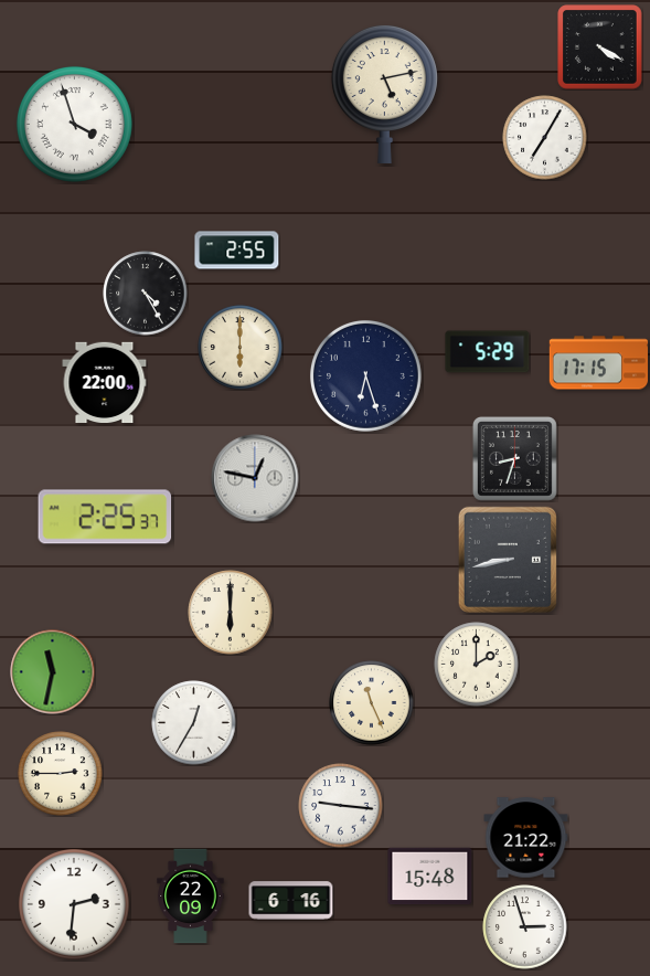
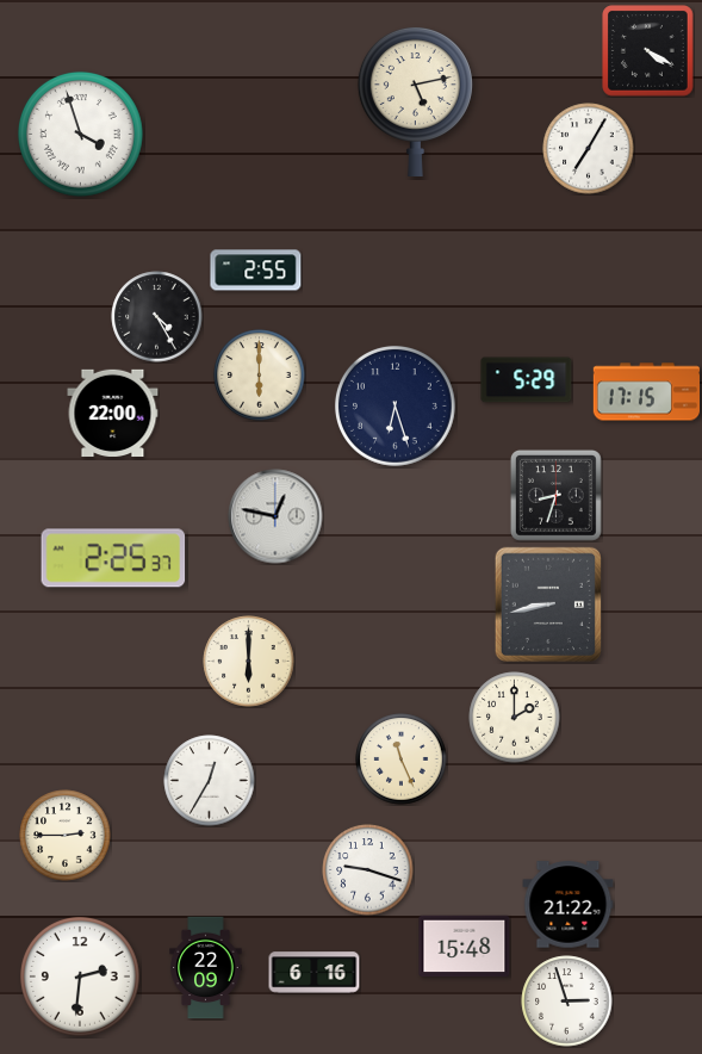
clock at (53, 672): 11:32 -> none
clock at (341, 806): 9:16 -> 9:18
